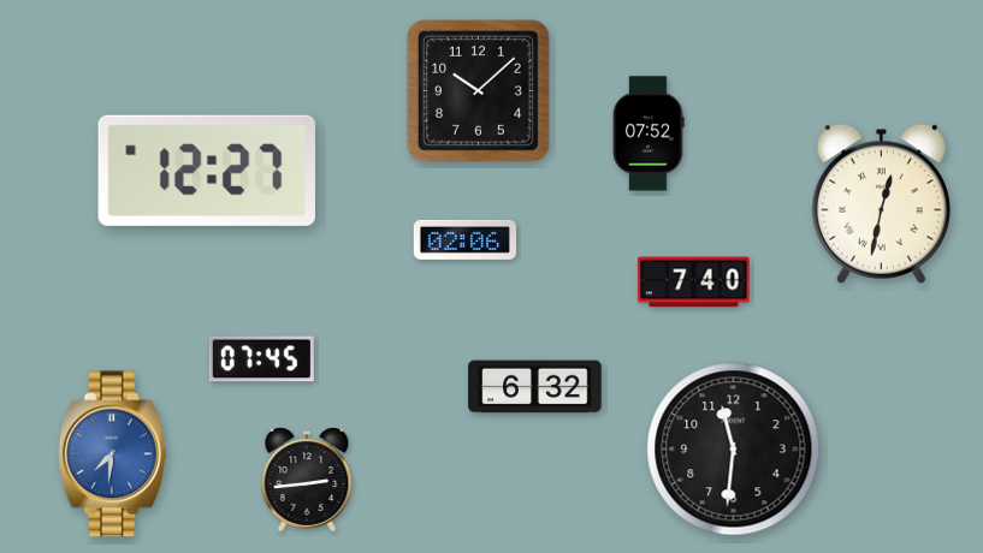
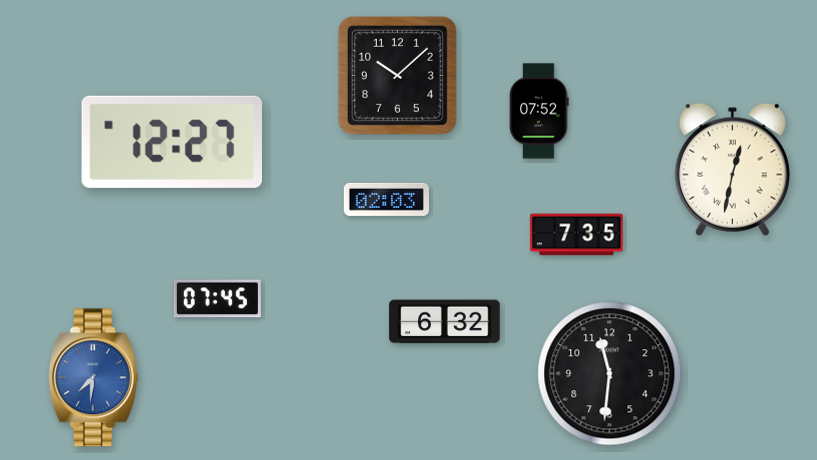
clock at (464, 239): 02:06 -> 02:03
clock at (694, 283): 7:40 -> 7:35
clock at (307, 480): 2:44 -> none
